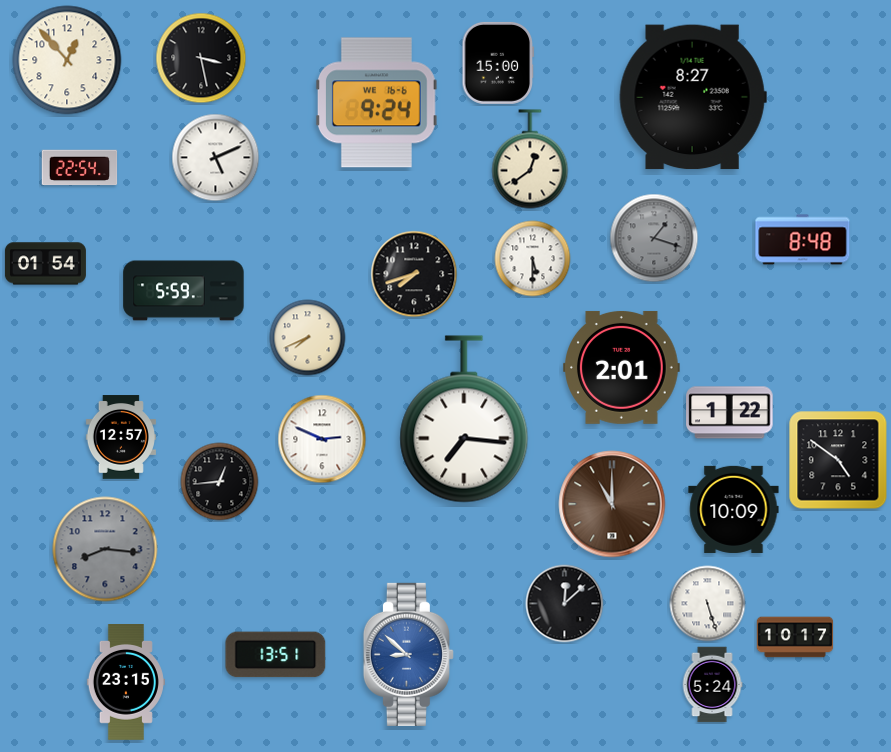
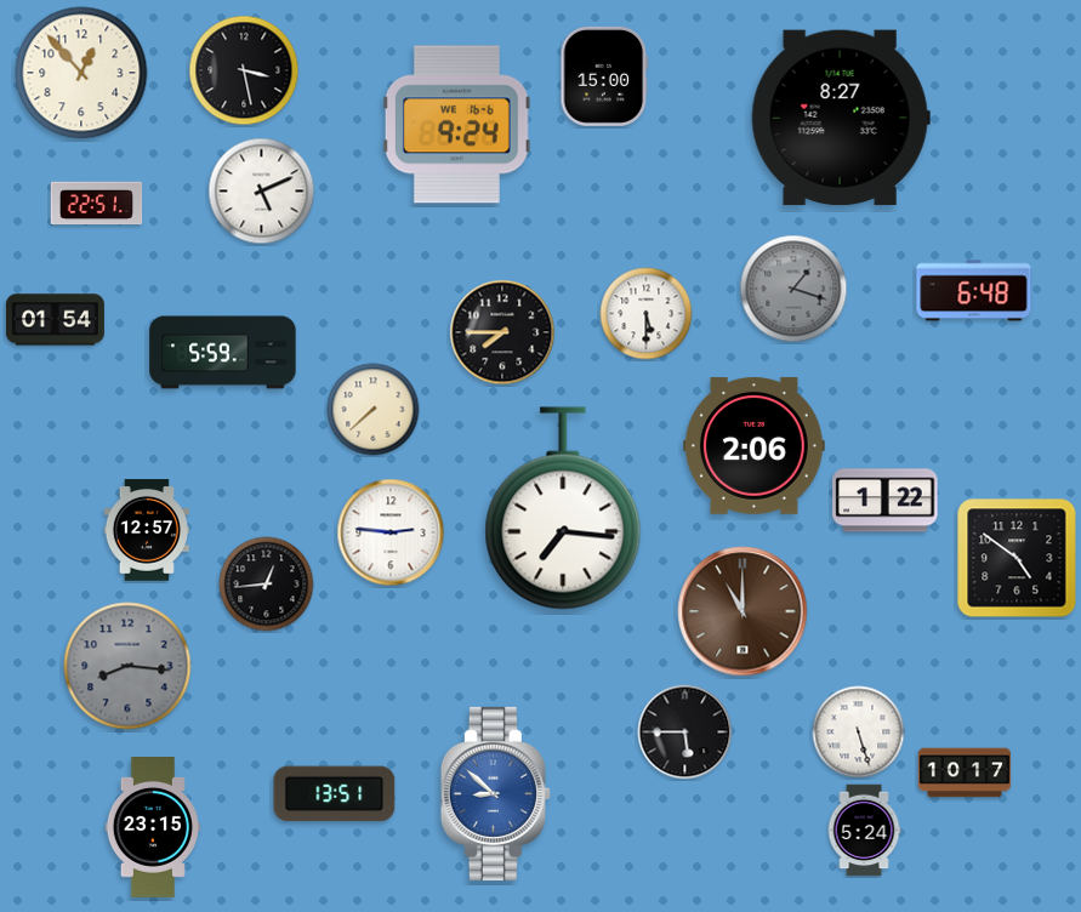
clock at (530, 159): 12:39 -> none
clock at (80, 168): 22:54 -> 22:51
clock at (803, 240): 8:48 -> 6:48
clock at (414, 274): 7:42 -> 7:45
clock at (308, 338): 7:41 -> 7:38
clock at (622, 367): 2:01 -> 2:06
clock at (322, 439): 2:49 -> 2:46
clock at (734, 509): 10:09 -> none
clock at (565, 604): 12:08 -> 5:45
